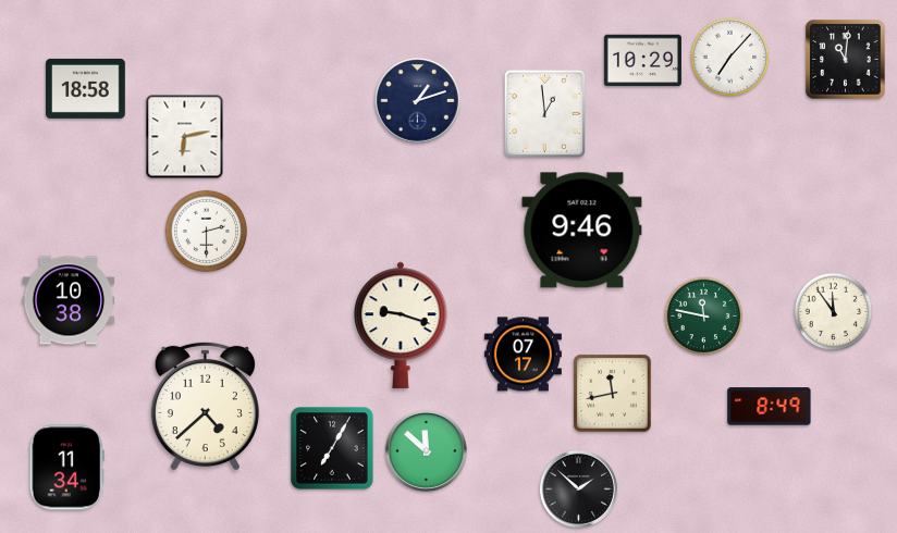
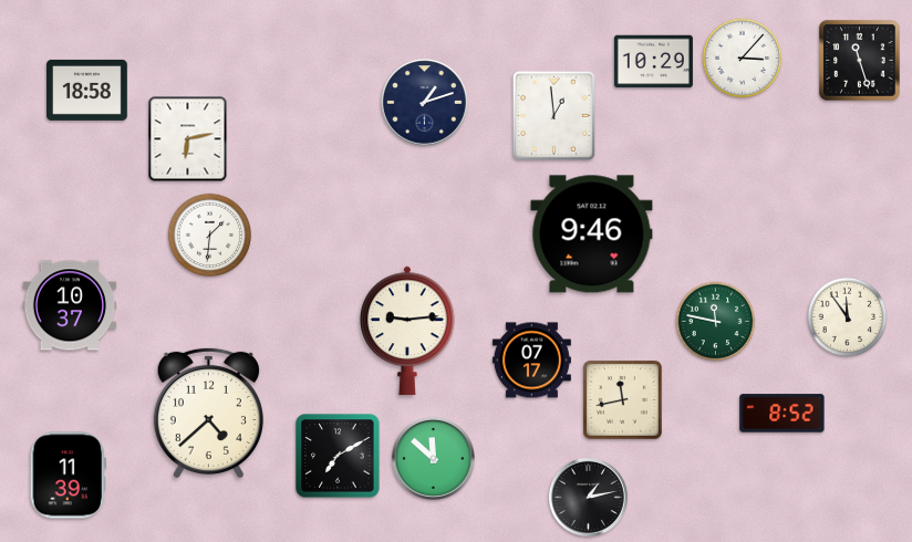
clock at (730, 58): 7:07 -> 3:07
clock at (846, 60): 11:01 -> 11:27
clock at (207, 232): 2:30 -> 1:31
clock at (69, 300): 10:38 -> 10:37
clock at (402, 325): 9:18 -> 9:14
clock at (770, 407): 8:49 -> 8:52
clock at (332, 448): 7:05 -> 7:10
clock at (66, 468): 11:34 -> 11:39
clock at (578, 488): 1:52 -> 1:13
